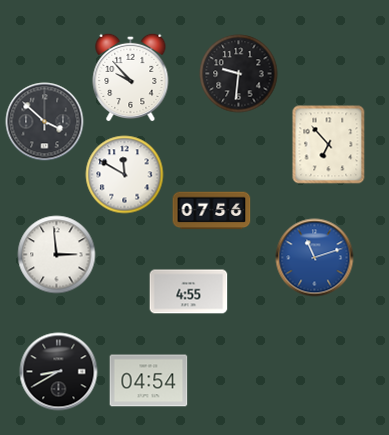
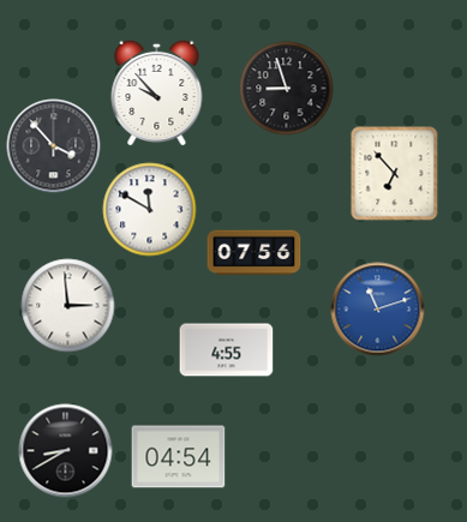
clock at (238, 73): 9:31 -> 8:57
clock at (44, 121): 3:52 -> 3:53
clock at (58, 371) position: (58, 371) -> (65, 450)
